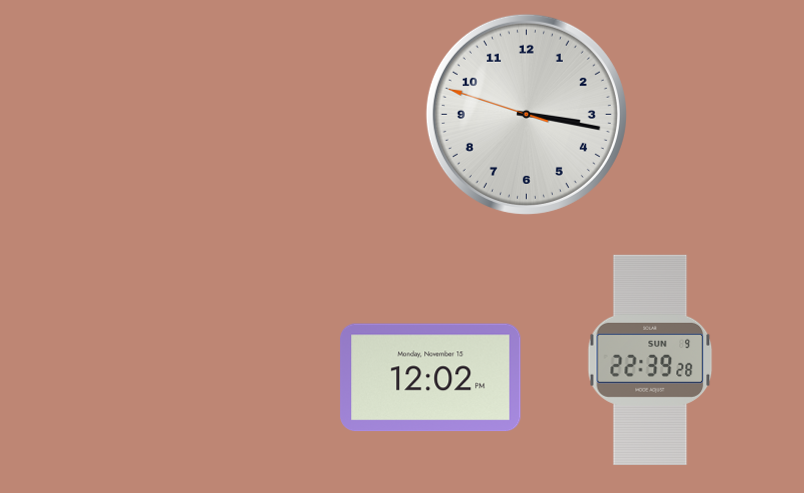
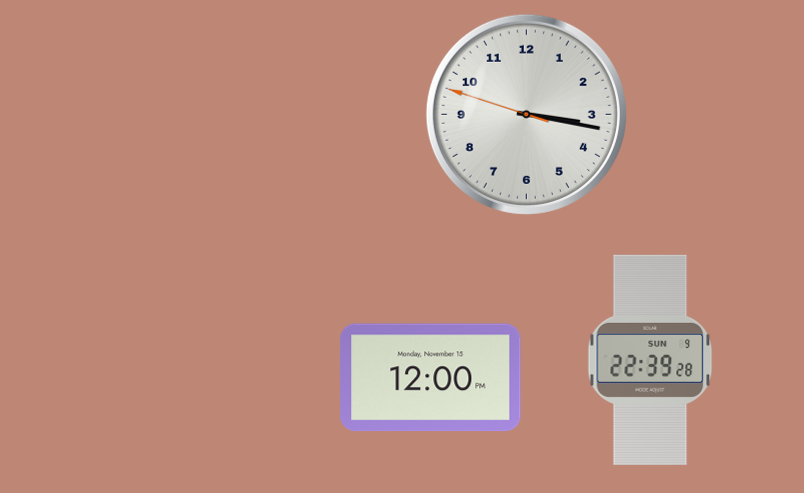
clock at (431, 378): 12:02 -> 12:00
